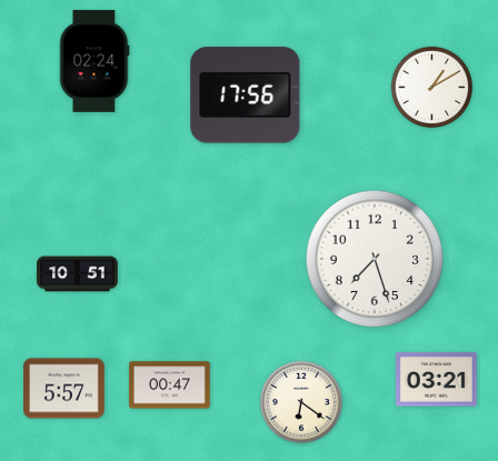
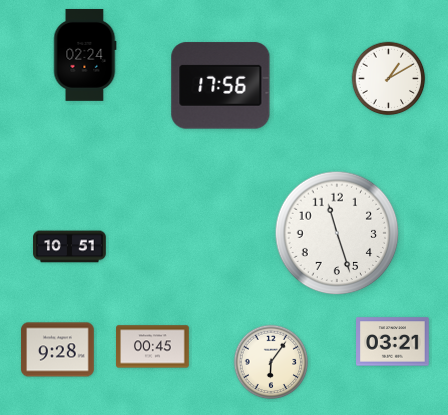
clock at (375, 259): 7:27 -> 11:27
clock at (170, 385): 00:47 -> 00:45
clock at (64, 389): 5:57 -> 9:28
clock at (301, 402): 6:21 -> 6:06
